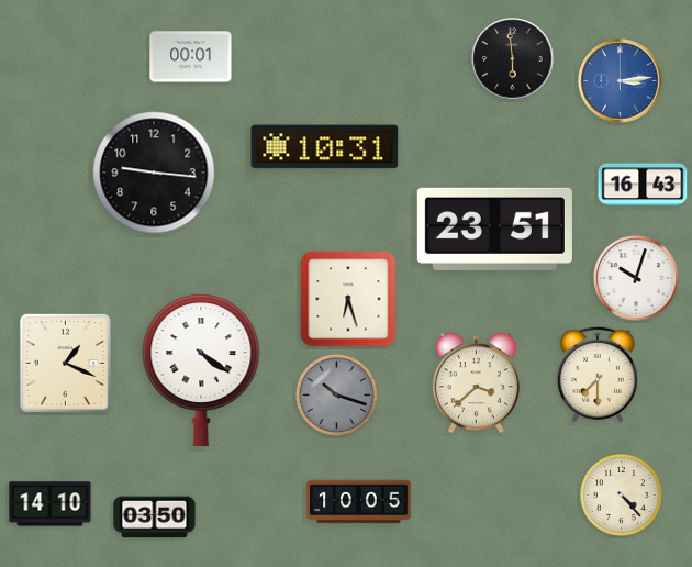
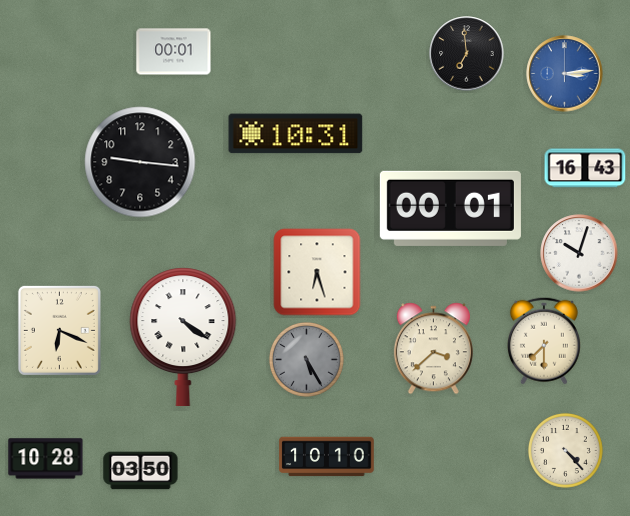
clock at (513, 59): 5:59 -> 6:59
clock at (154, 173) position: (154, 173) -> (140, 162)
clock at (494, 229): 23:51 -> 00:01
clock at (65, 363): 1:19 -> 6:19
clock at (336, 394): 10:18 -> 5:25
clock at (359, 502): 10:05 -> 10:10
clock at (51, 504): 14:10 -> 10:28
